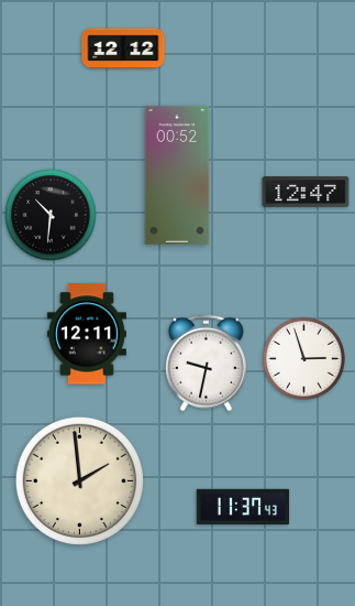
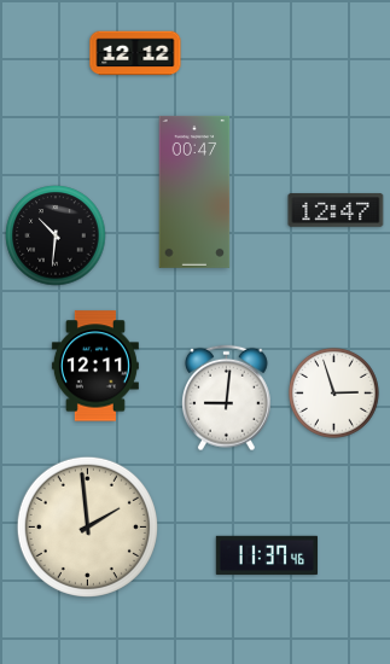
clock at (177, 175): 00:52 -> 00:47
clock at (206, 364): 9:32 -> 9:01
clock at (243, 507): 11:37:43 -> 11:37:46
